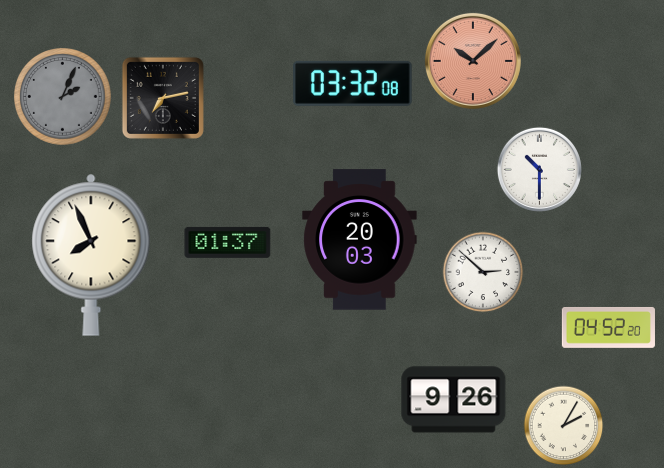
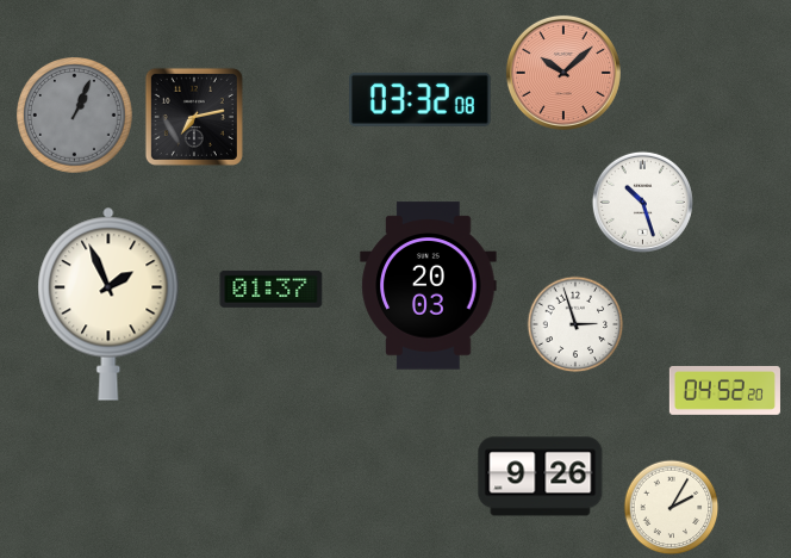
clock at (63, 97): 2:04 -> 1:04
clock at (539, 169): 10:30 -> 10:27
clock at (91, 255): 7:56 -> 1:56
clock at (483, 272): 2:52 -> 2:57
